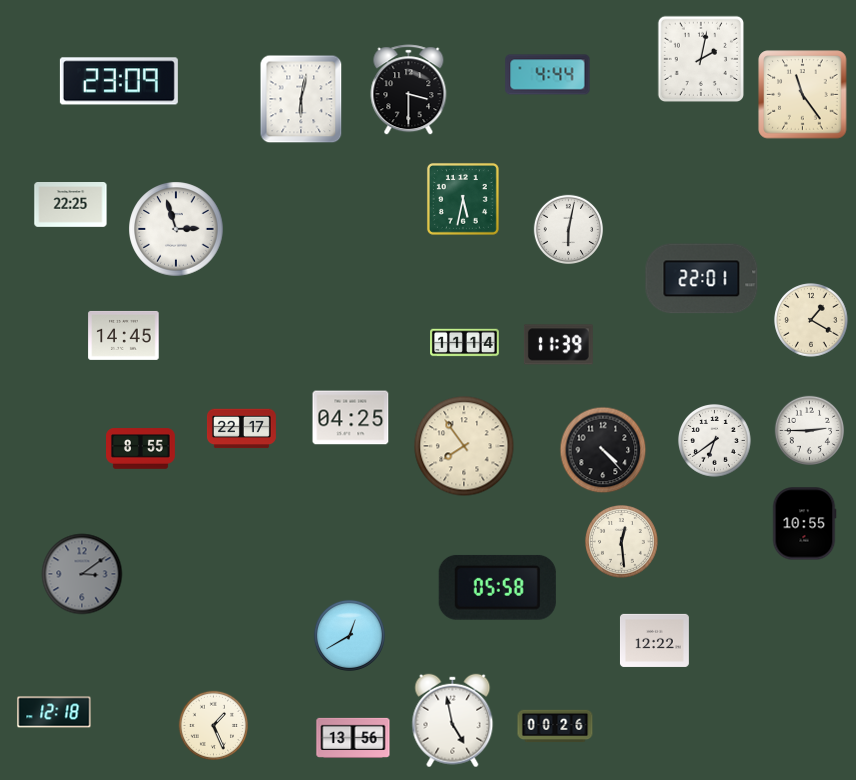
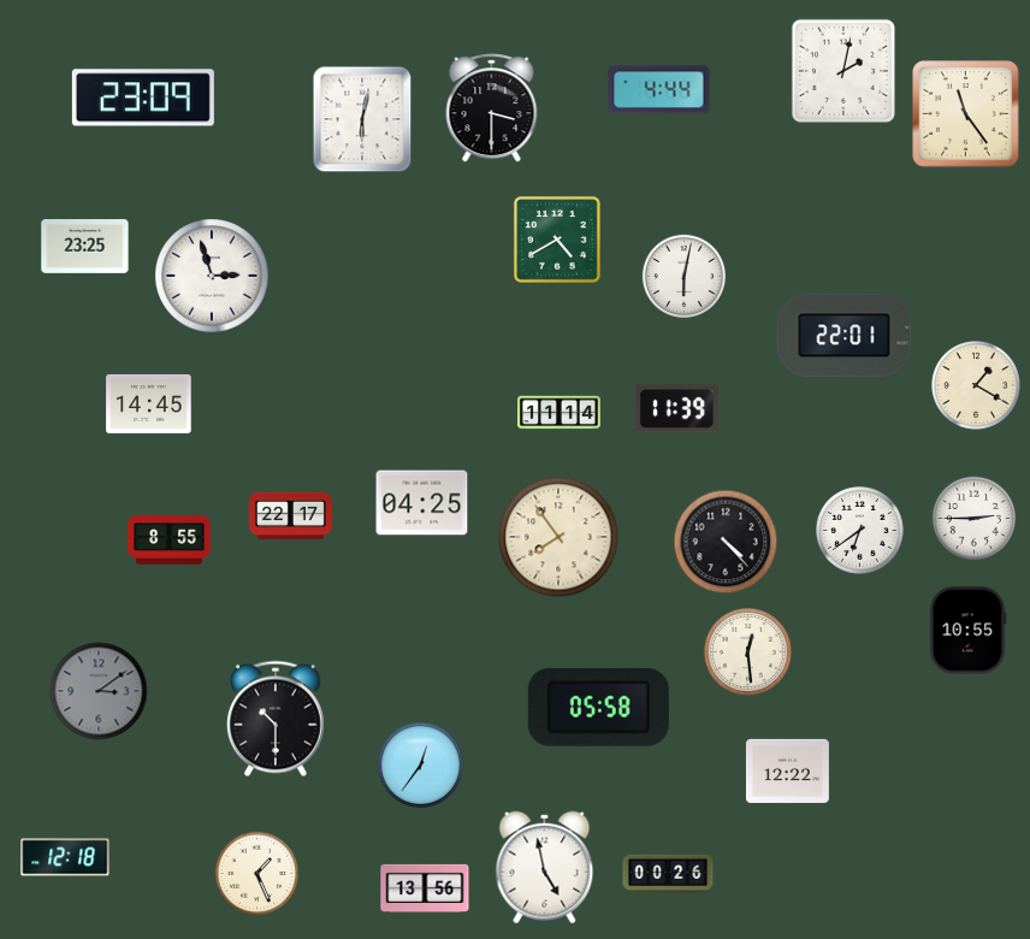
clock at (463, 199): 5:32 -> 4:40
clock at (71, 205): 22:25 -> 23:25
clock at (558, 345) position: (558, 345) -> (676, 409)
clock at (276, 719): none -> 10:30
clock at (349, 635): 12:40 -> 12:36
